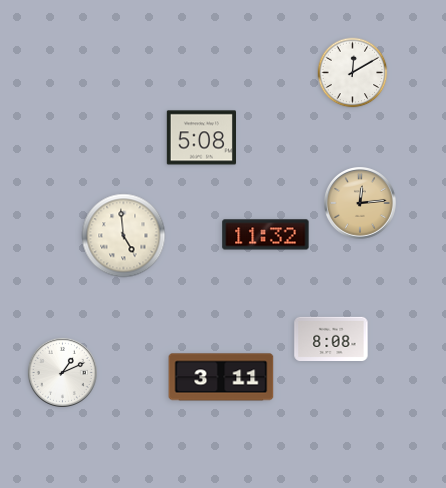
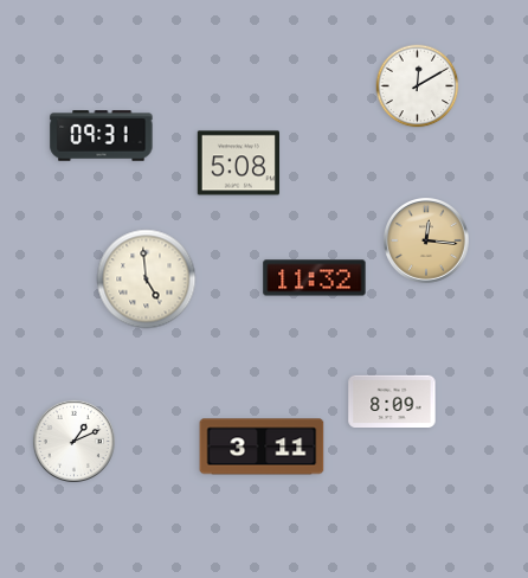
clock at (102, 136): none -> 09:31
clock at (361, 204): 12:14 -> 12:16
clock at (331, 338): 8:08 -> 8:09
